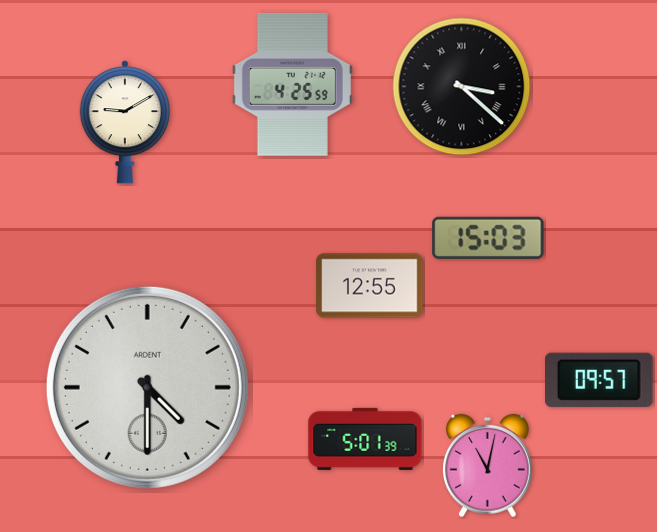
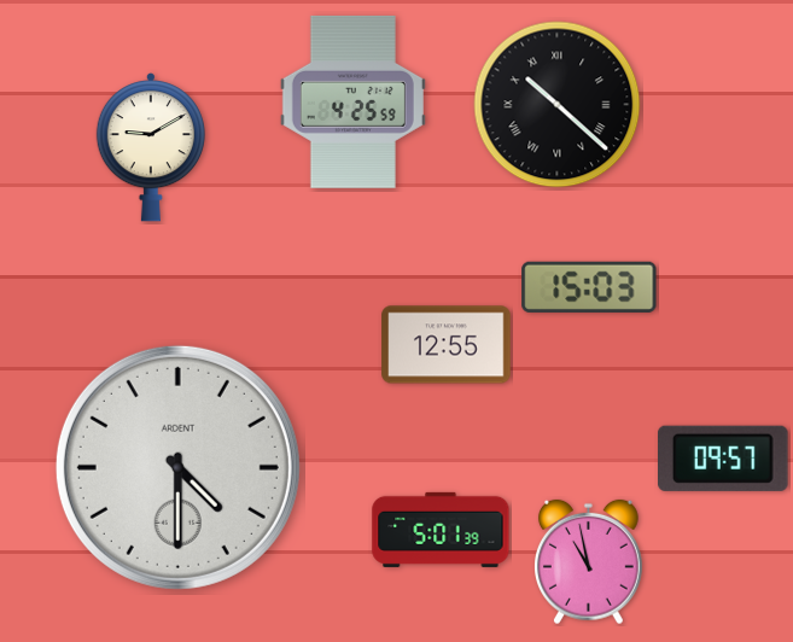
clock at (462, 87): 3:22 -> 10:22
clock at (488, 466): 11:02 -> 10:58
